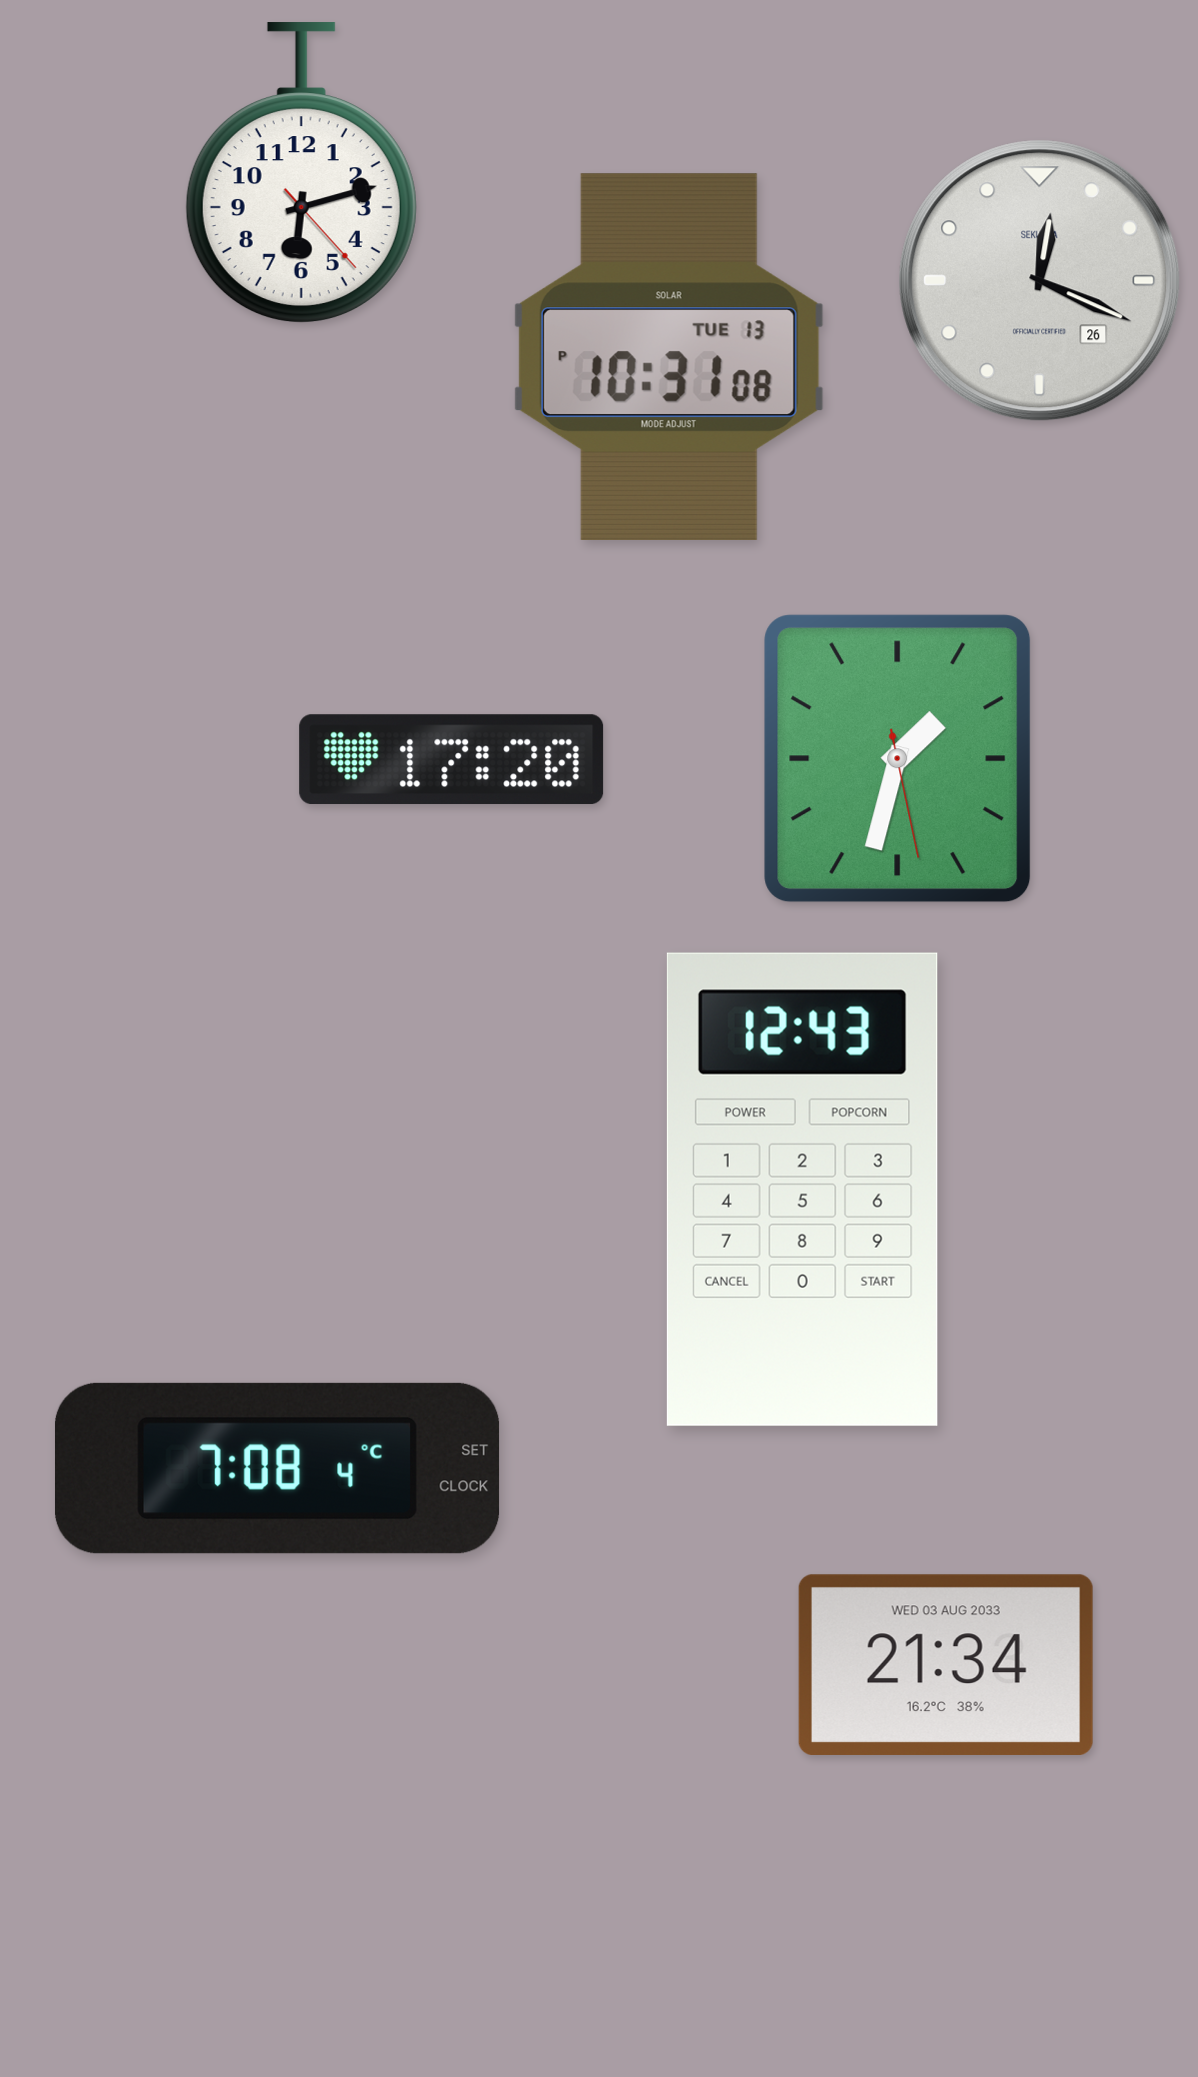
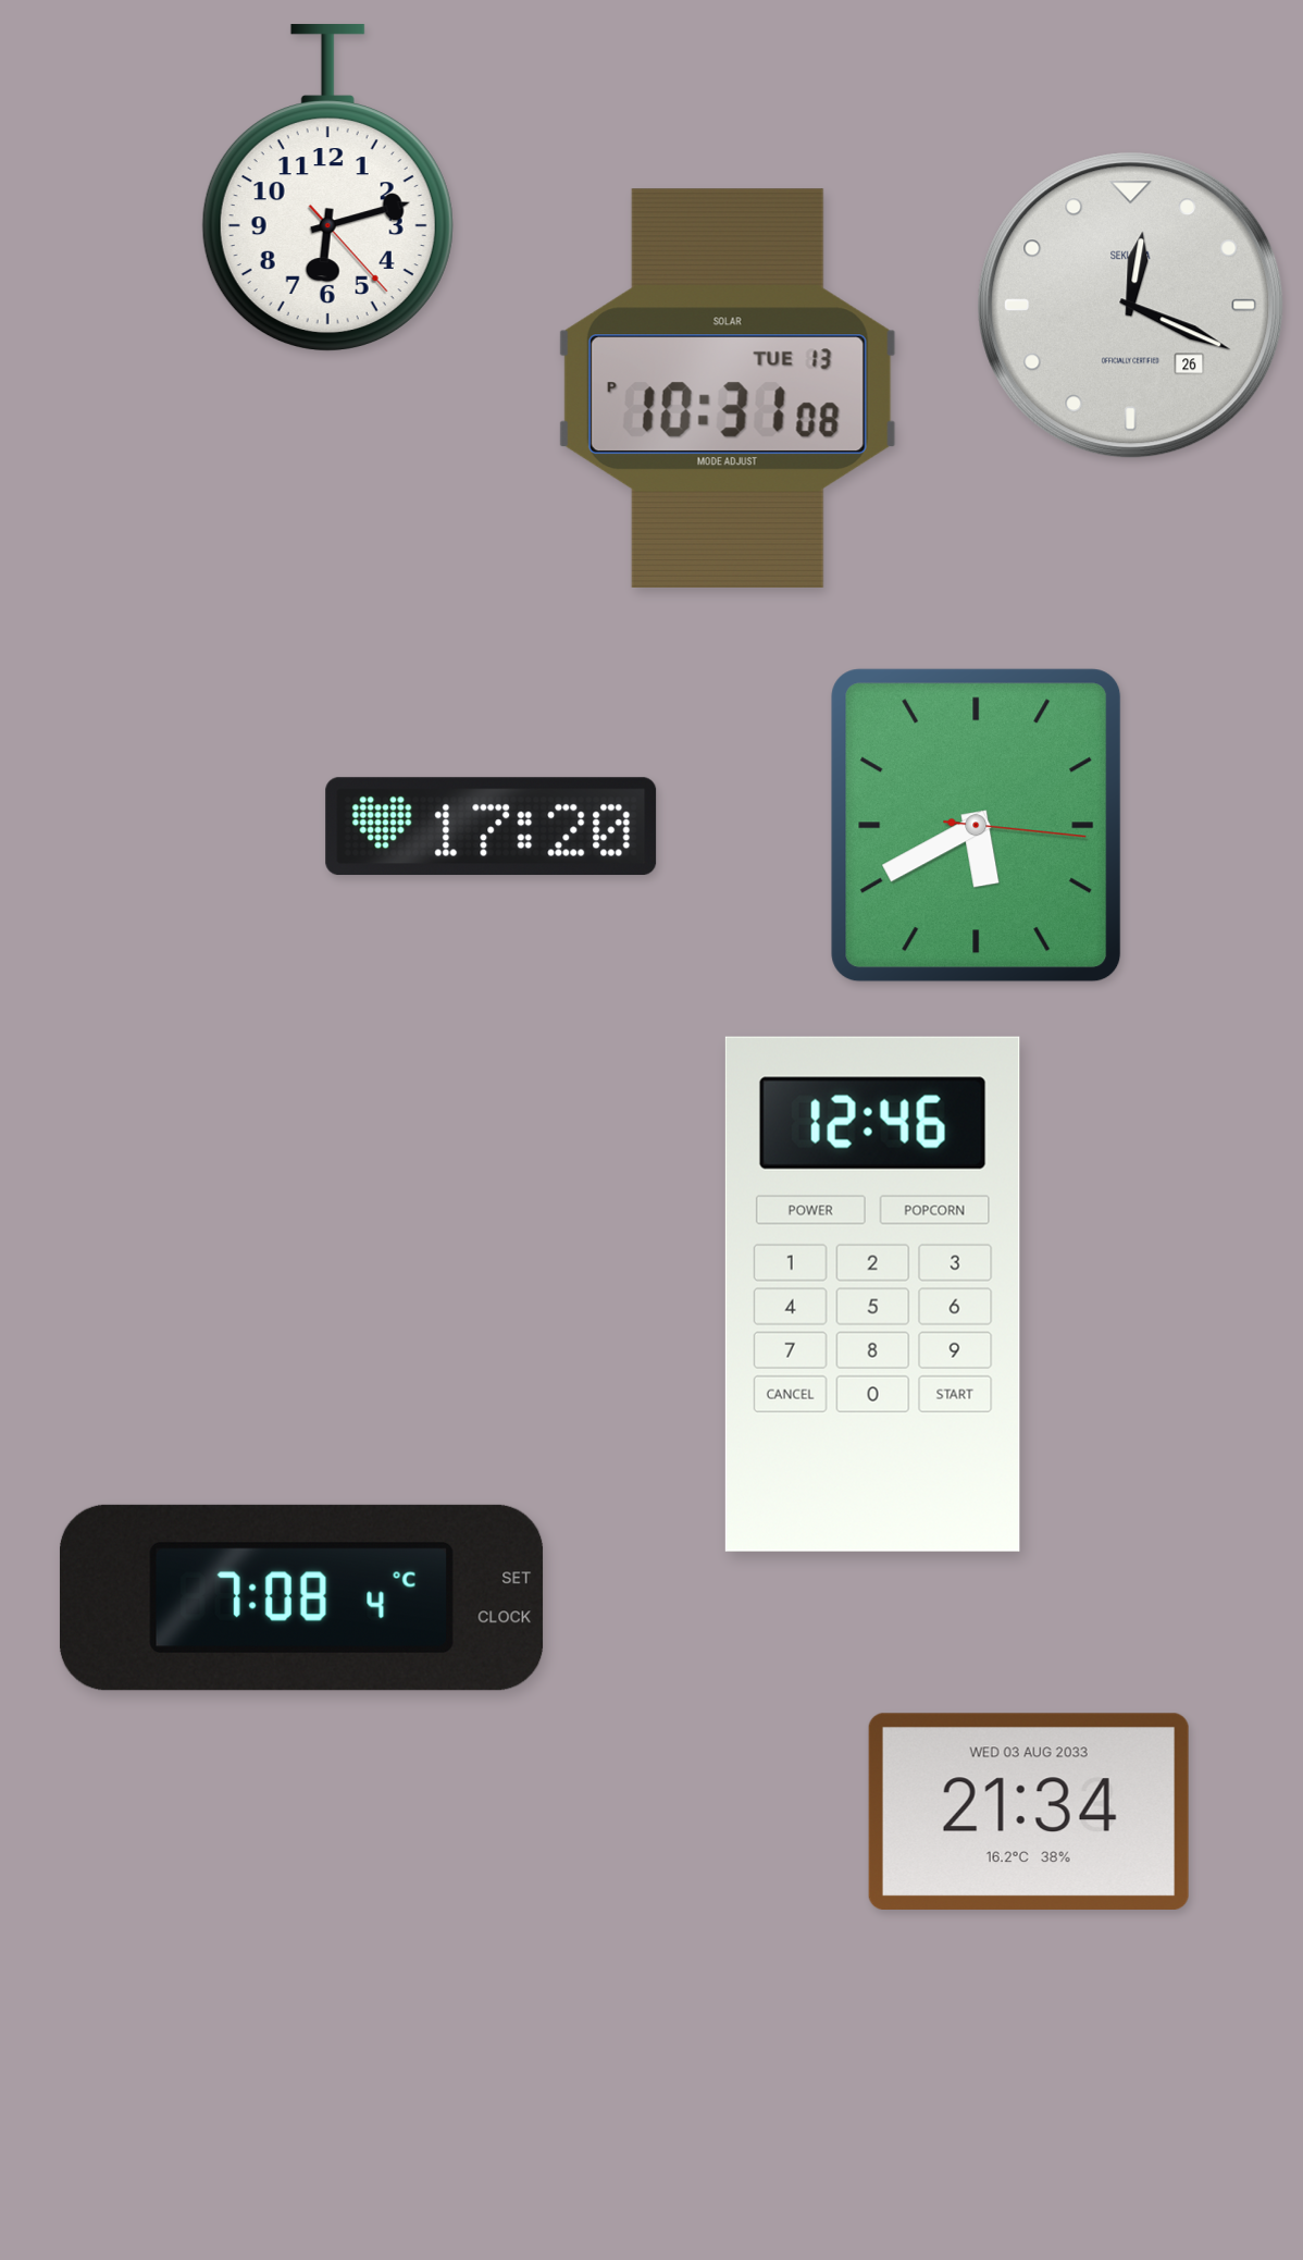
clock at (898, 759): 1:32 -> 5:40
clock at (802, 1189): 12:43 -> 12:46
